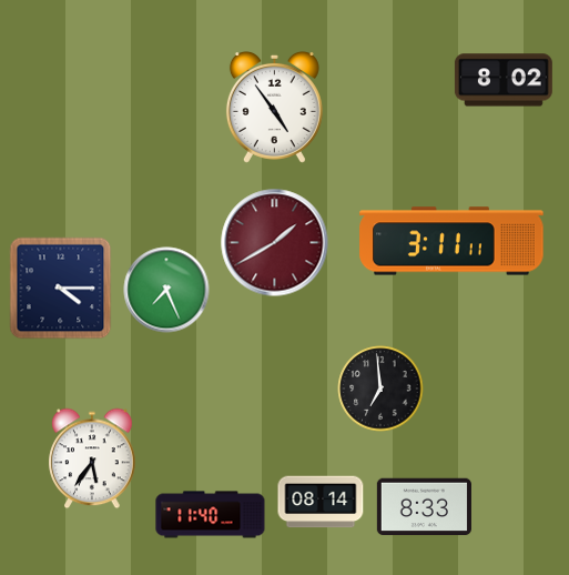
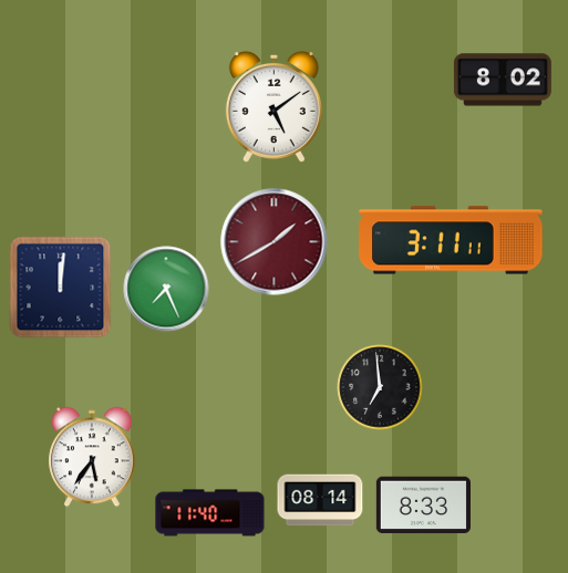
clock at (274, 107): 4:54 -> 5:09
clock at (61, 289): 4:15 -> 12:01
